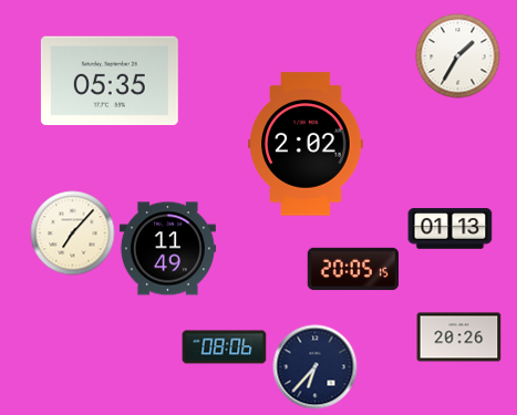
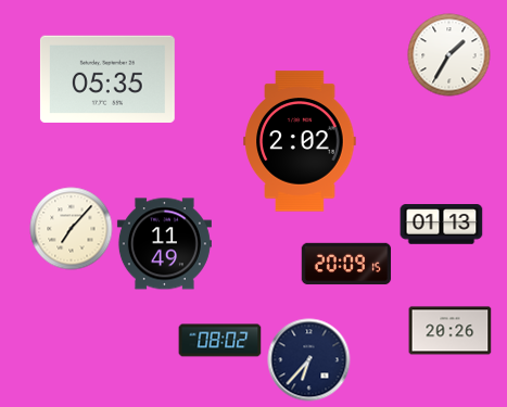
clock at (353, 269): 20:05 -> 20:09
clock at (225, 347): 08:06 -> 08:02
